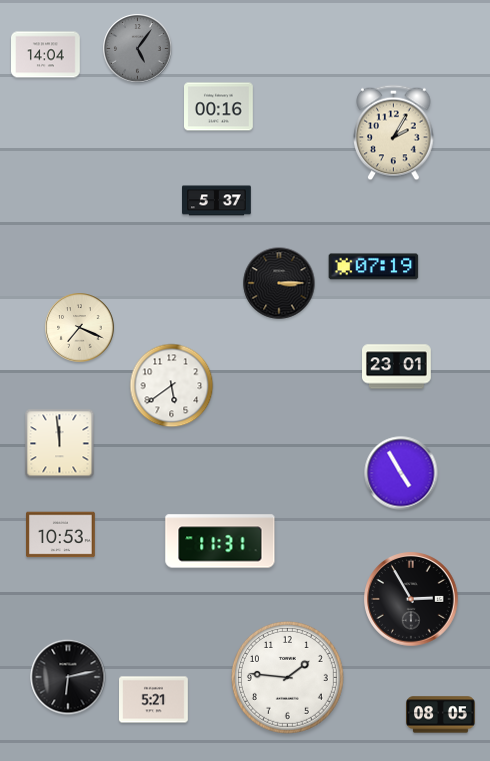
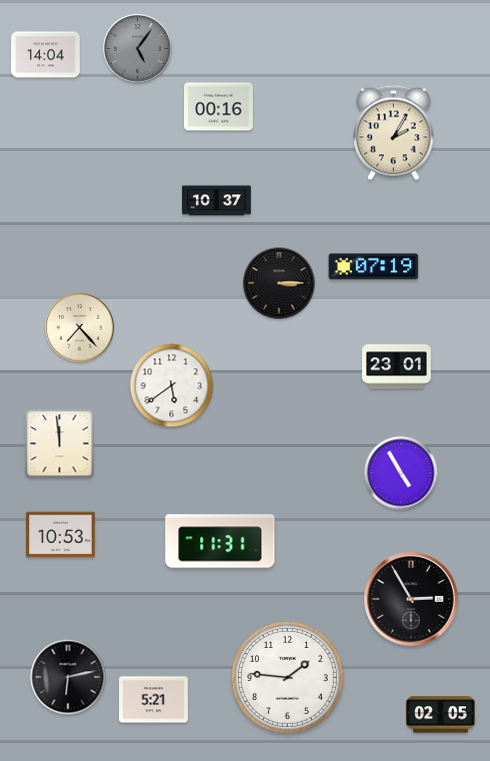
clock at (217, 201): 5:37 -> 10:37
clock at (80, 328): 7:19 -> 7:23
clock at (441, 715): 08:05 -> 02:05
